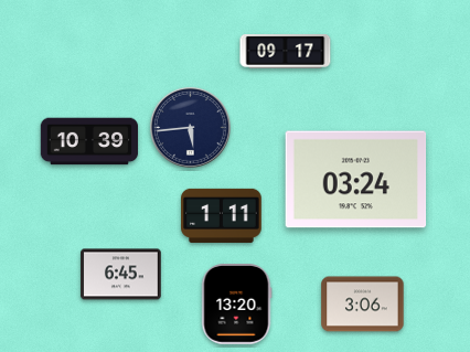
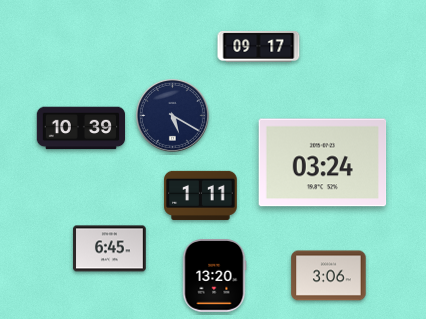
clock at (190, 127): 5:44 -> 5:20
